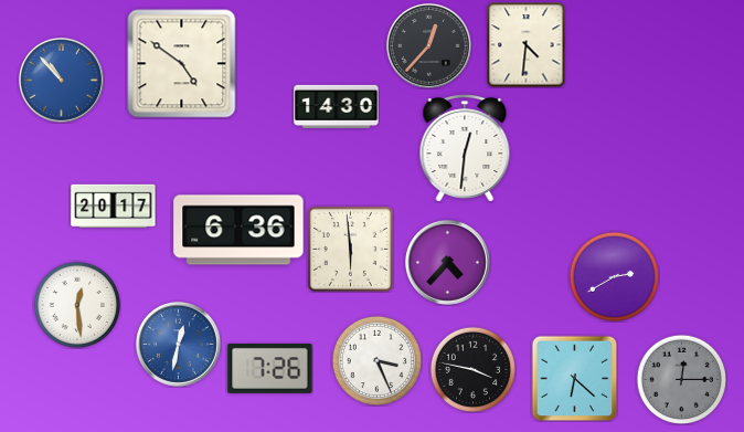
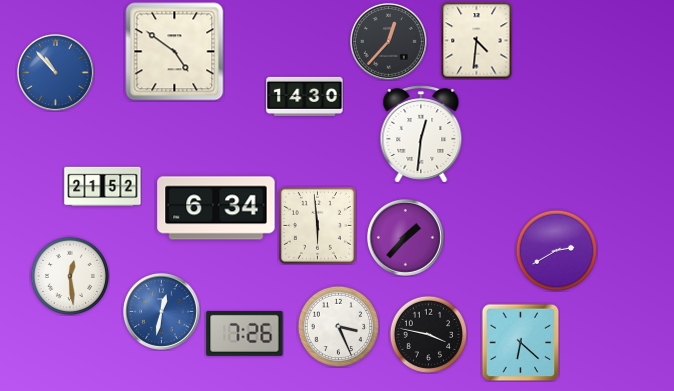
clock at (182, 64) position: (182, 64) -> (175, 52)
clock at (114, 207): 20:17 -> 21:52
clock at (238, 230): 6:36 -> 6:34
clock at (447, 262): 4:37 -> 1:37
clock at (376, 360) position: (376, 360) -> (338, 326)
clock at (681, 379): 12:15 -> none
